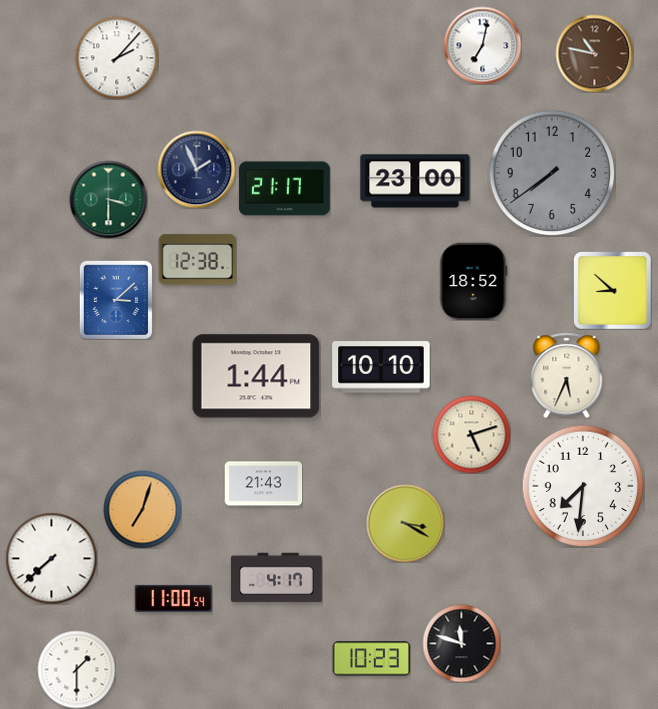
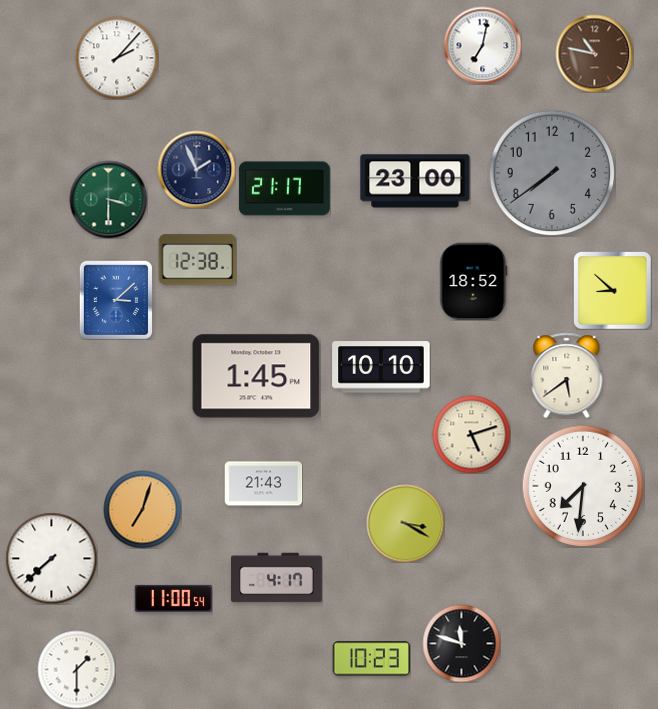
clock at (567, 375): 5:34 -> 5:39
clock at (256, 376): 1:44 -> 1:45
